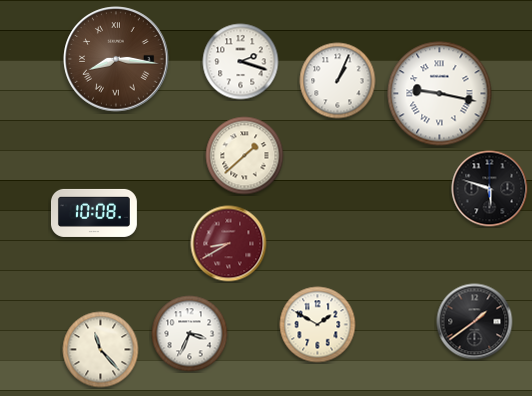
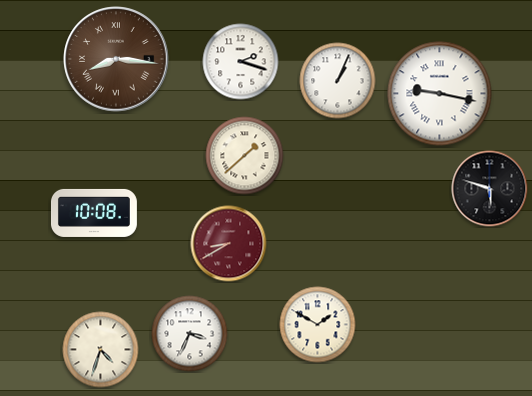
clock at (475, 322): 1:39 -> none
clock at (101, 350): 11:23 -> 4:33
